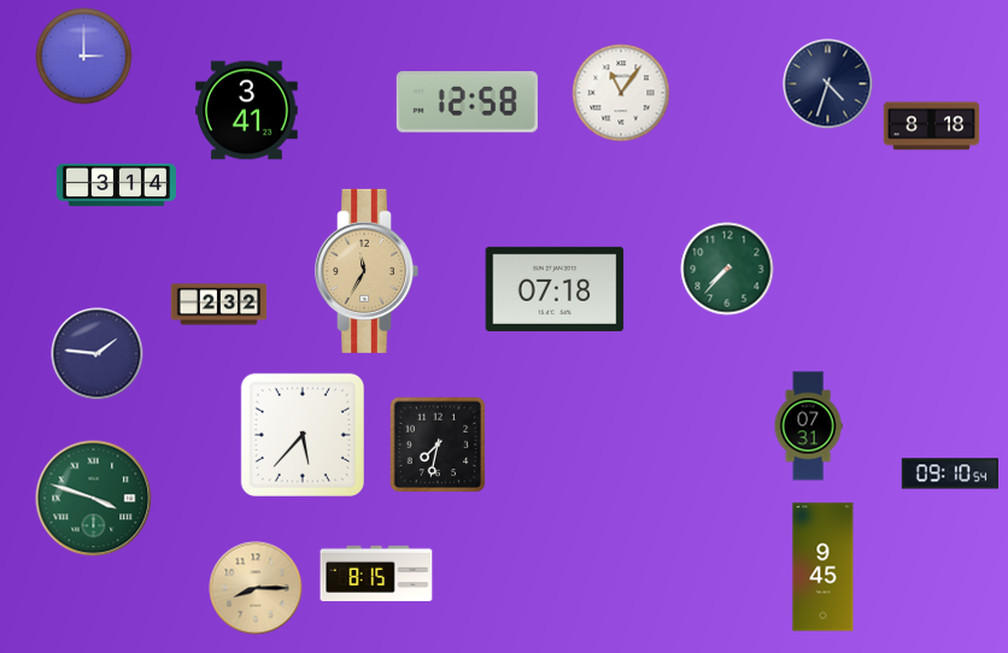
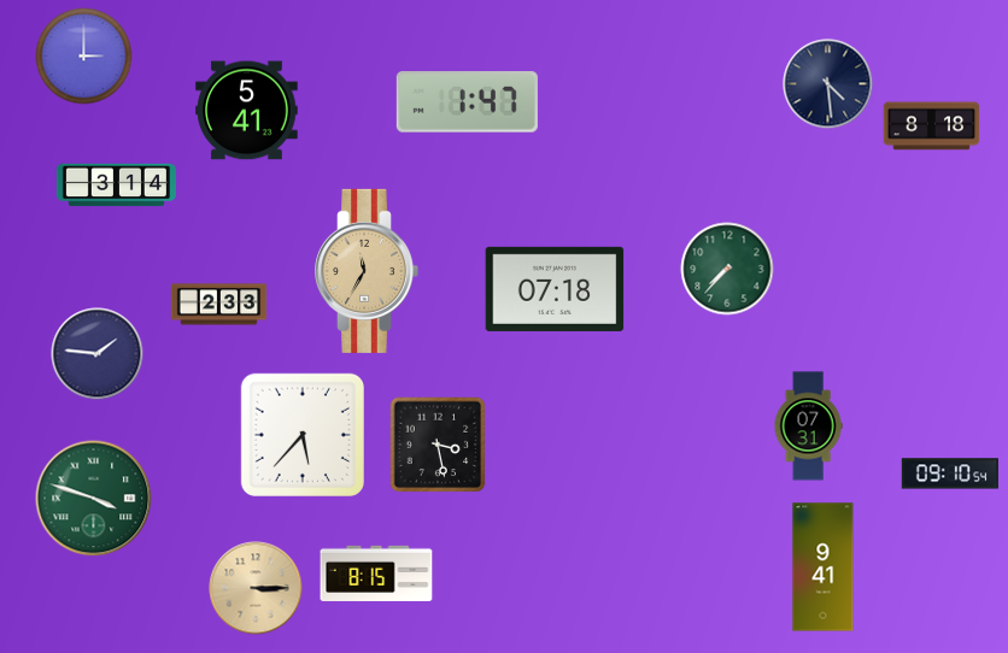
clock at (828, 84): 4:33 -> 4:29
clock at (621, 93): 11:06 -> none
clock at (467, 102): 12:58 -> 1:47
clock at (247, 111): 3:41 -> 5:41
clock at (219, 305): 2:32 -> 2:33
clock at (438, 445): 7:32 -> 3:28
clock at (824, 567): 9:45 -> 9:41
clock at (256, 588): 8:15 -> 3:15
